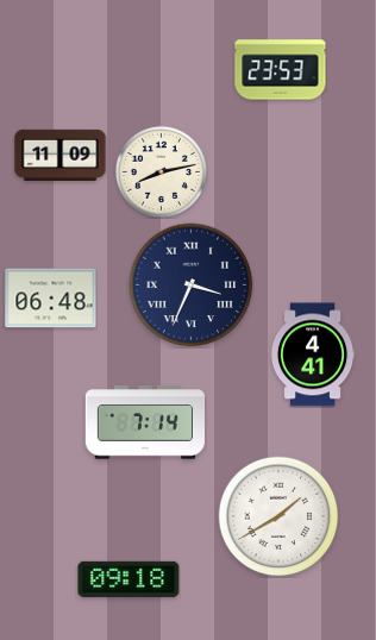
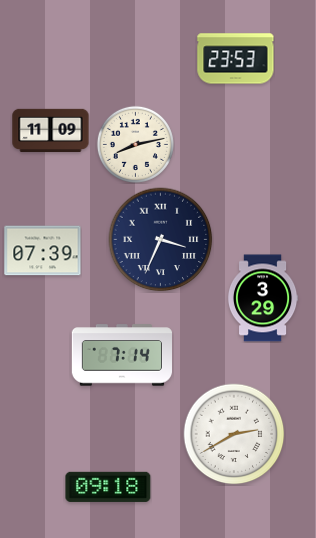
clock at (51, 299): 06:48 -> 07:39
clock at (313, 354): 4:41 -> 3:29
clock at (278, 516): 1:40 -> 2:40
